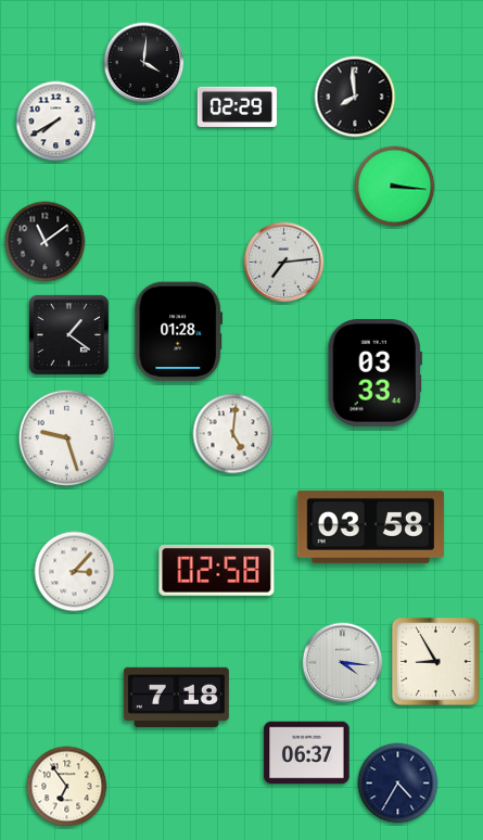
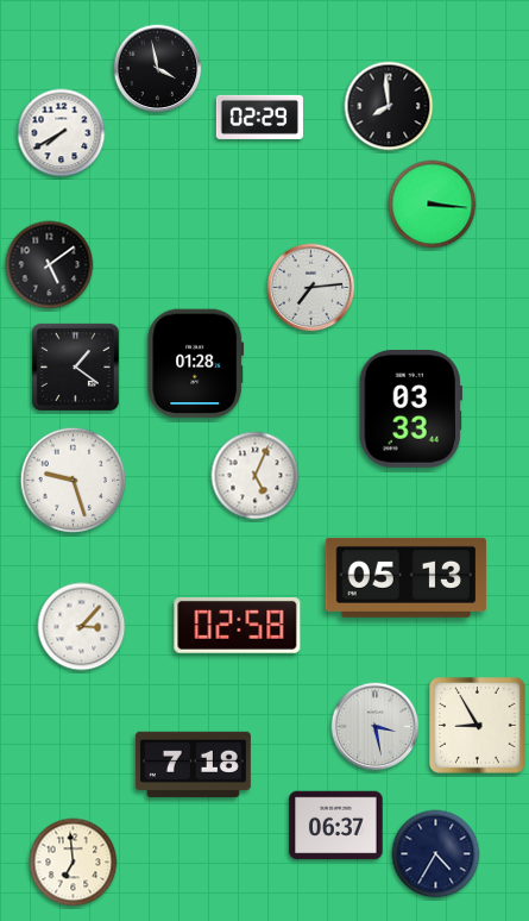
clock at (144, 63): 4:01 -> 3:58
clock at (46, 242): 11:09 -> 5:09
clock at (233, 434): 5:01 -> 5:04
clock at (371, 526): 03:58 -> 05:13
clock at (343, 663): 4:16 -> 3:28
clock at (398, 784) position: (398, 784) -> (436, 854)
clock at (67, 787): 6:54 -> 6:59
